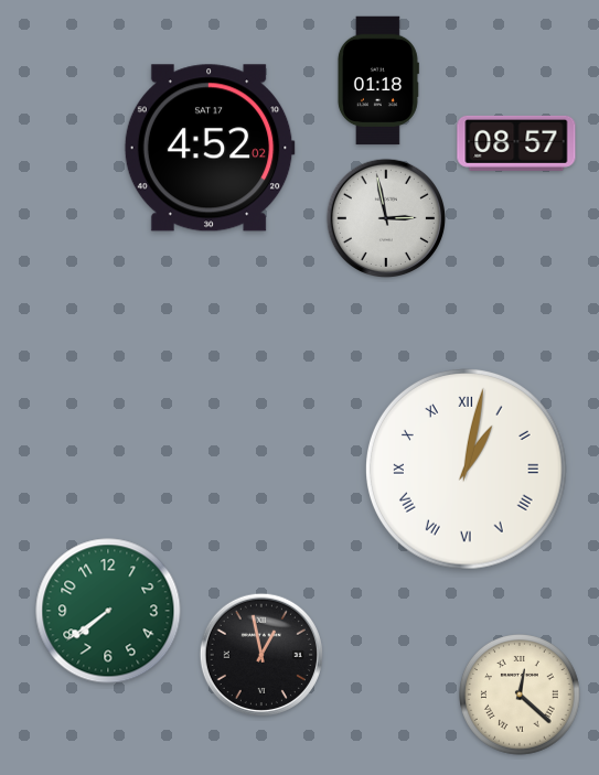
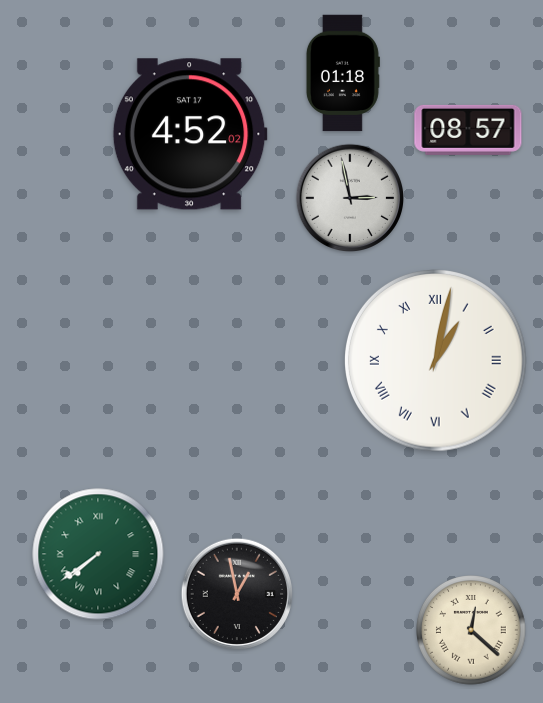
clock at (467, 470) position: (467, 470) -> (436, 361)
clock at (108, 611) numerals: Arabic -> Roman
